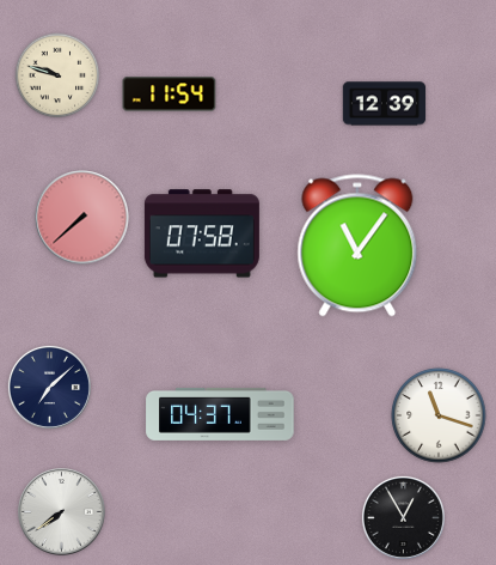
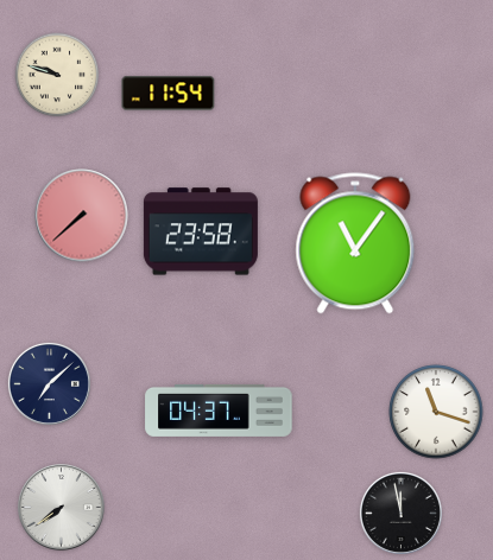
clock at (385, 104): 12:39 -> none
clock at (202, 233): 07:58 -> 23:58
clock at (403, 517): 12:55 -> 11:58
